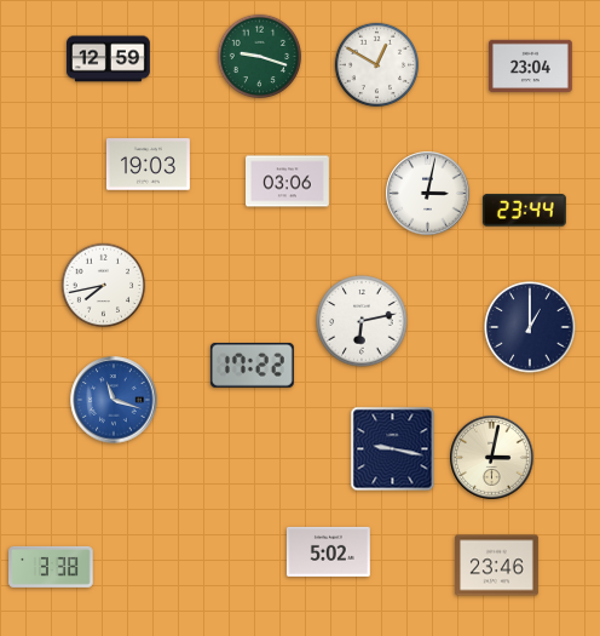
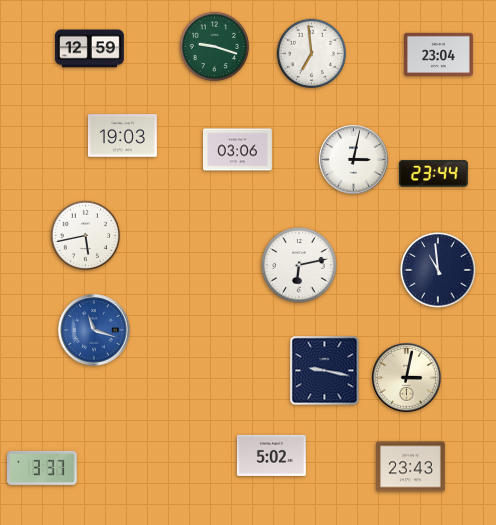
clock at (376, 64): 12:50 -> 6:59
clock at (103, 285): 7:43 -> 5:43
clock at (530, 327): 1:00 -> 10:59
clock at (252, 365): 17:22 -> none
clock at (496, 566): 23:46 -> 23:43
clock at (51, 567): 3:38 -> 3:37
